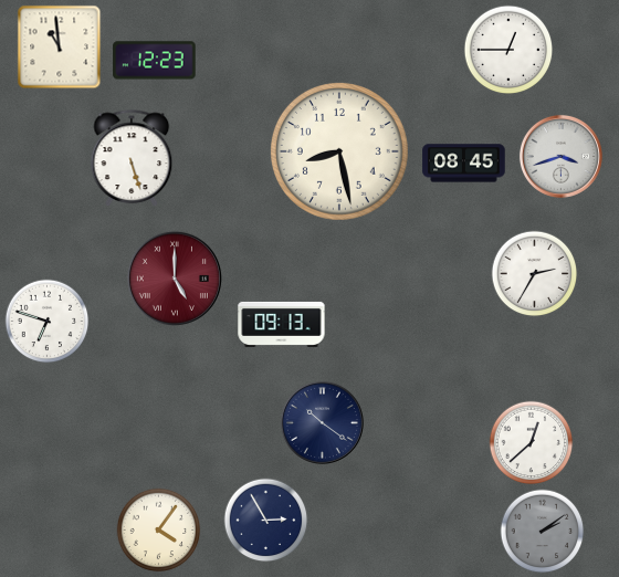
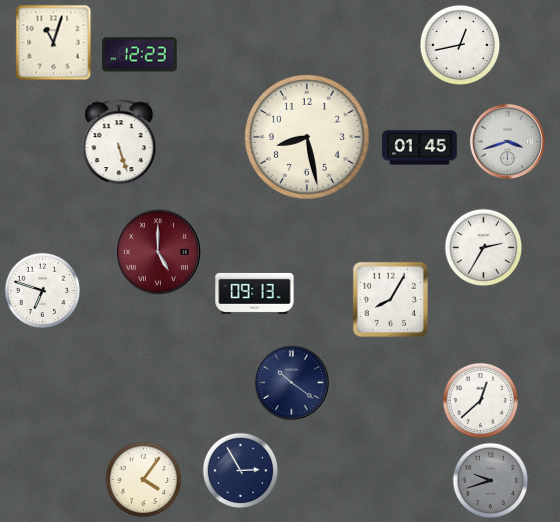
clock at (60, 48): 10:59 -> 11:03
clock at (508, 50): 12:45 -> 12:43
clock at (464, 164): 08:45 -> 01:45
clock at (390, 299): none -> 8:05
clock at (543, 532): 2:09 -> 9:42
